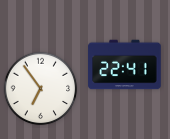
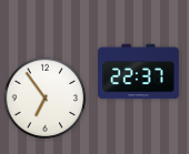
clock at (125, 65): 22:41 -> 22:37
